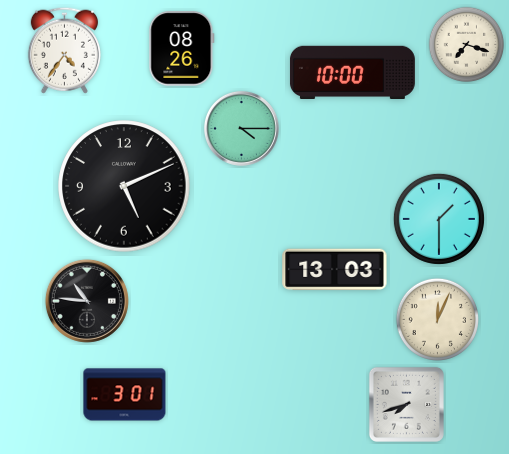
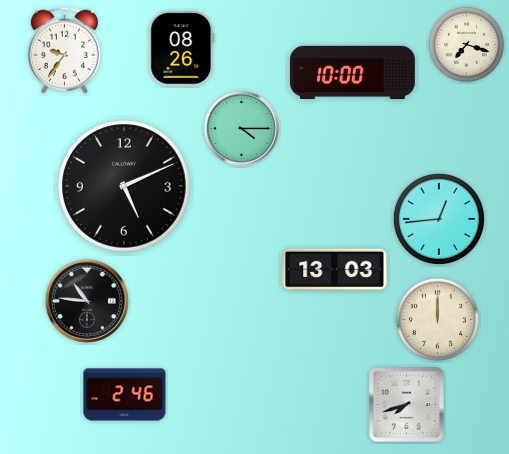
clock at (64, 50): 4:36 -> 9:36
clock at (439, 219): 1:30 -> 12:44
clock at (437, 319): 12:04 -> 12:00
clock at (125, 395): 3:01 -> 2:46
